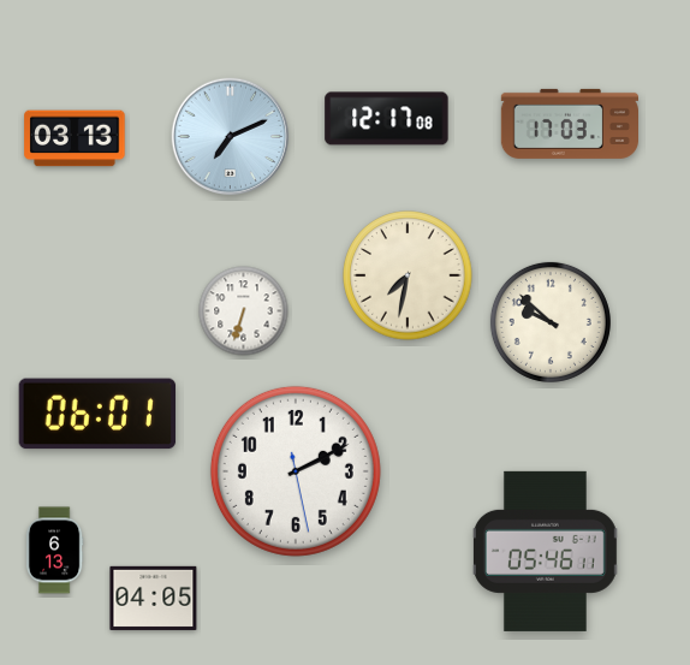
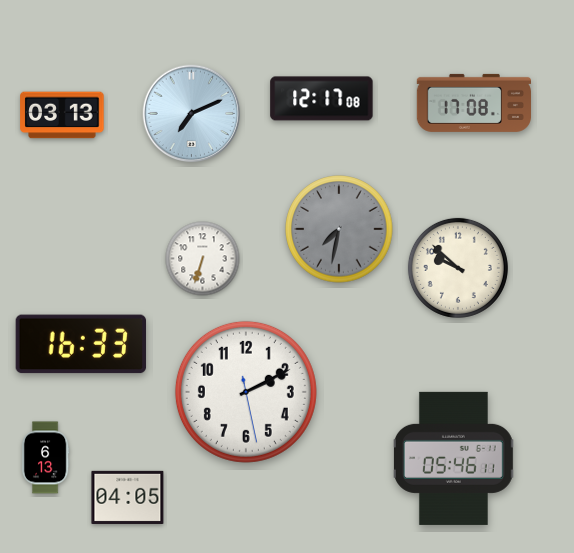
clock at (569, 124): 17:03 -> 17:08
clock at (408, 275) dial: cream -> grey
clock at (97, 414): 06:01 -> 16:33
